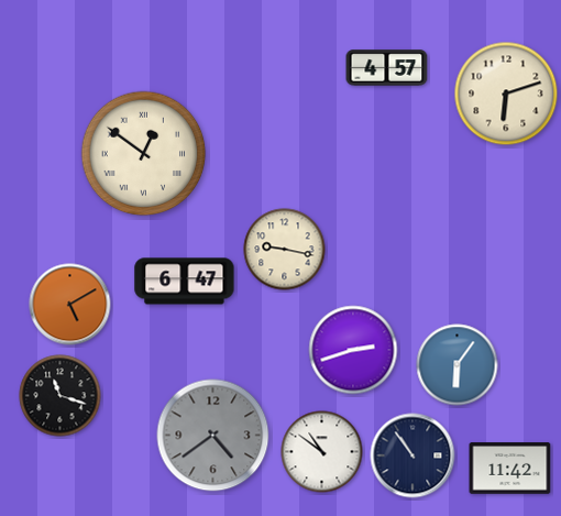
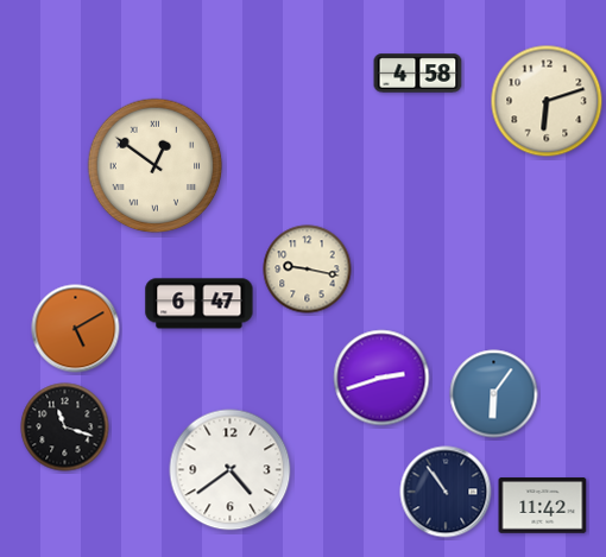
clock at (387, 68): 4:57 -> 4:58
clock at (213, 436) dial: grey -> white
clock at (322, 452): 10:51 -> none
clock at (510, 469) position: (510, 469) -> (543, 506)
